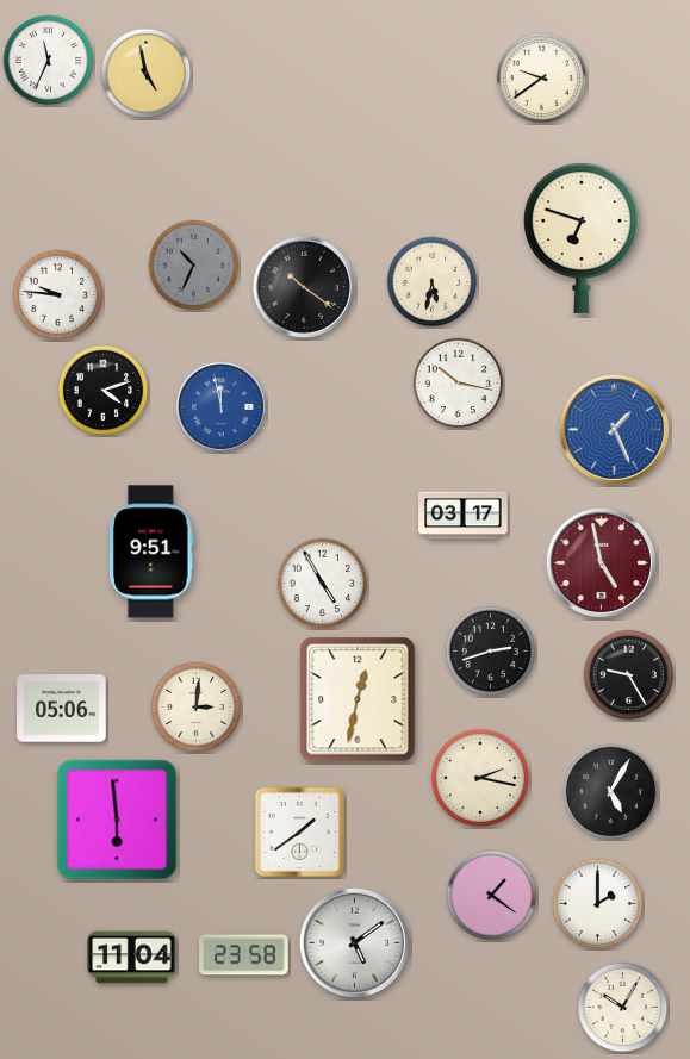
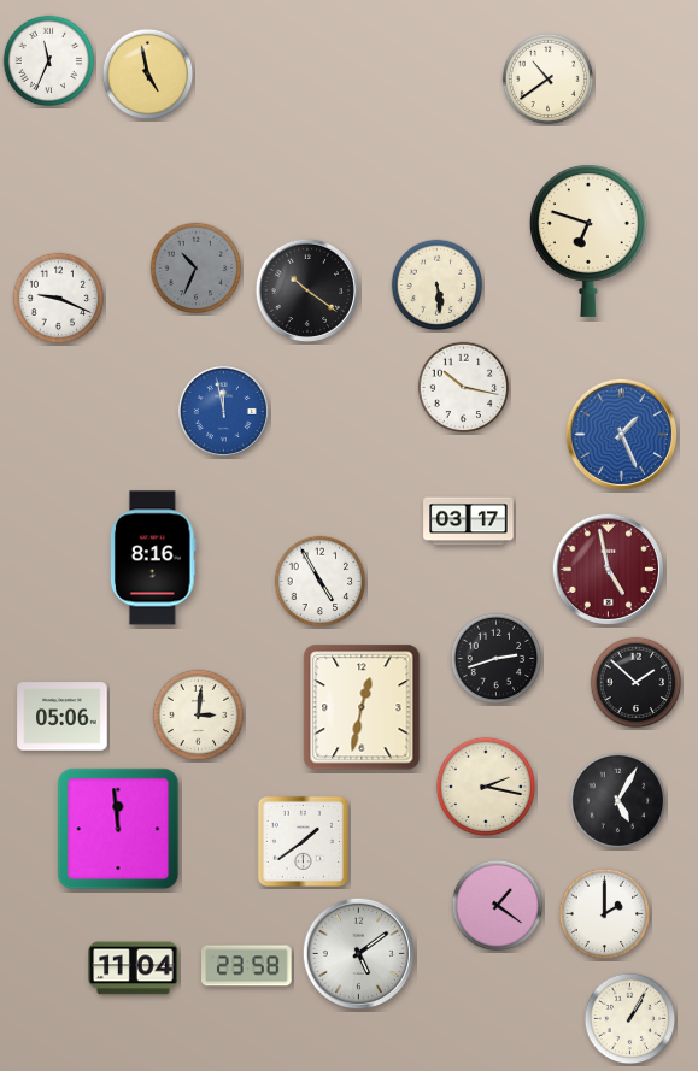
clock at (542, 79): 9:39 -> 10:39
clock at (433, 282): 5:32 -> 5:29
clock at (58, 295): 9:46 -> 9:19
clock at (104, 391): 4:12 -> none
clock at (151, 552): 9:51 -> 8:16
clock at (323, 584) position: (323, 584) -> (321, 582)
clock at (629, 675): 9:25 -> 1:52
clock at (117, 820): 5:59 -> 11:59
clock at (623, 1008): 10:05 -> 1:05
